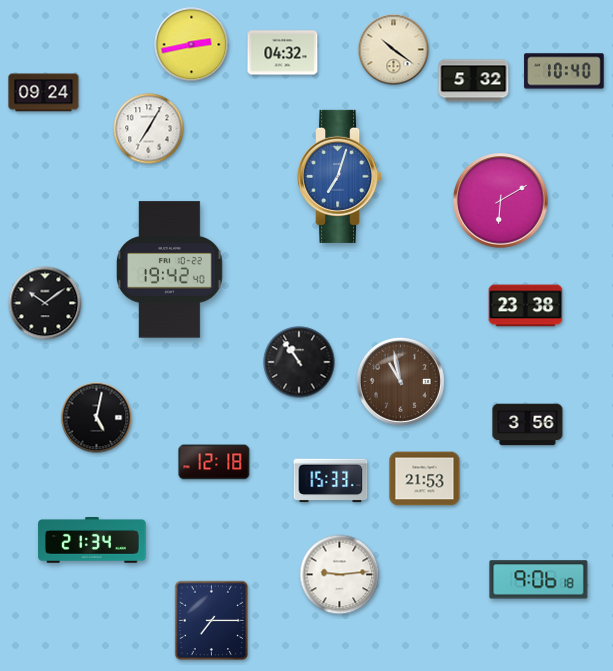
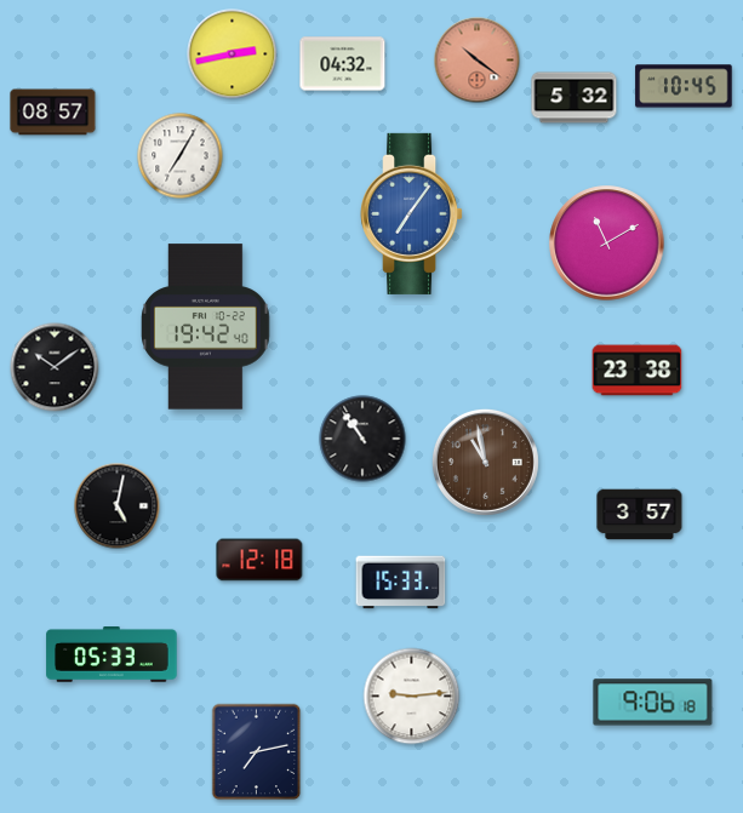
clock at (394, 50) dial: cream -> salmon
clock at (564, 71): 10:40 -> 10:45
clock at (44, 93): 09:24 -> 08:57
clock at (340, 176): 7:03 -> 7:06
clock at (501, 201): 6:10 -> 11:10
clock at (528, 425): 3:56 -> 3:57
clock at (425, 479): 21:53 -> none
clock at (92, 540): 21:34 -> 05:33
clock at (212, 621): 7:15 -> 7:13
